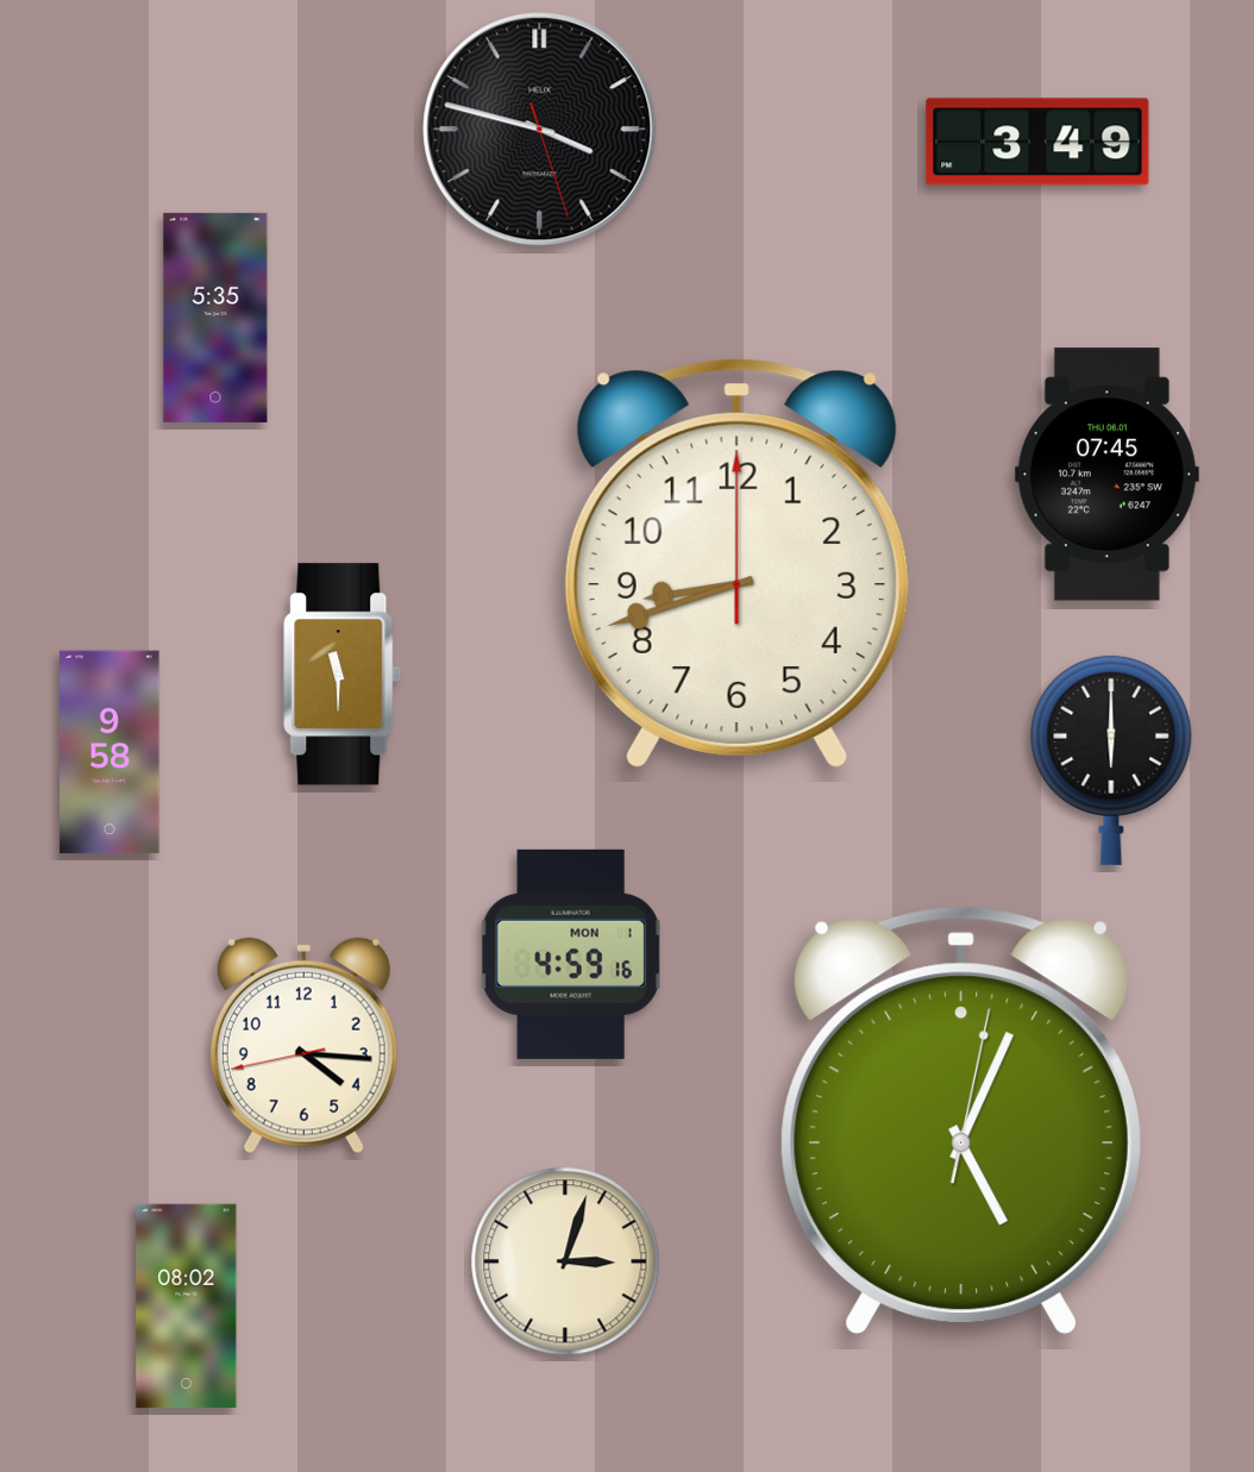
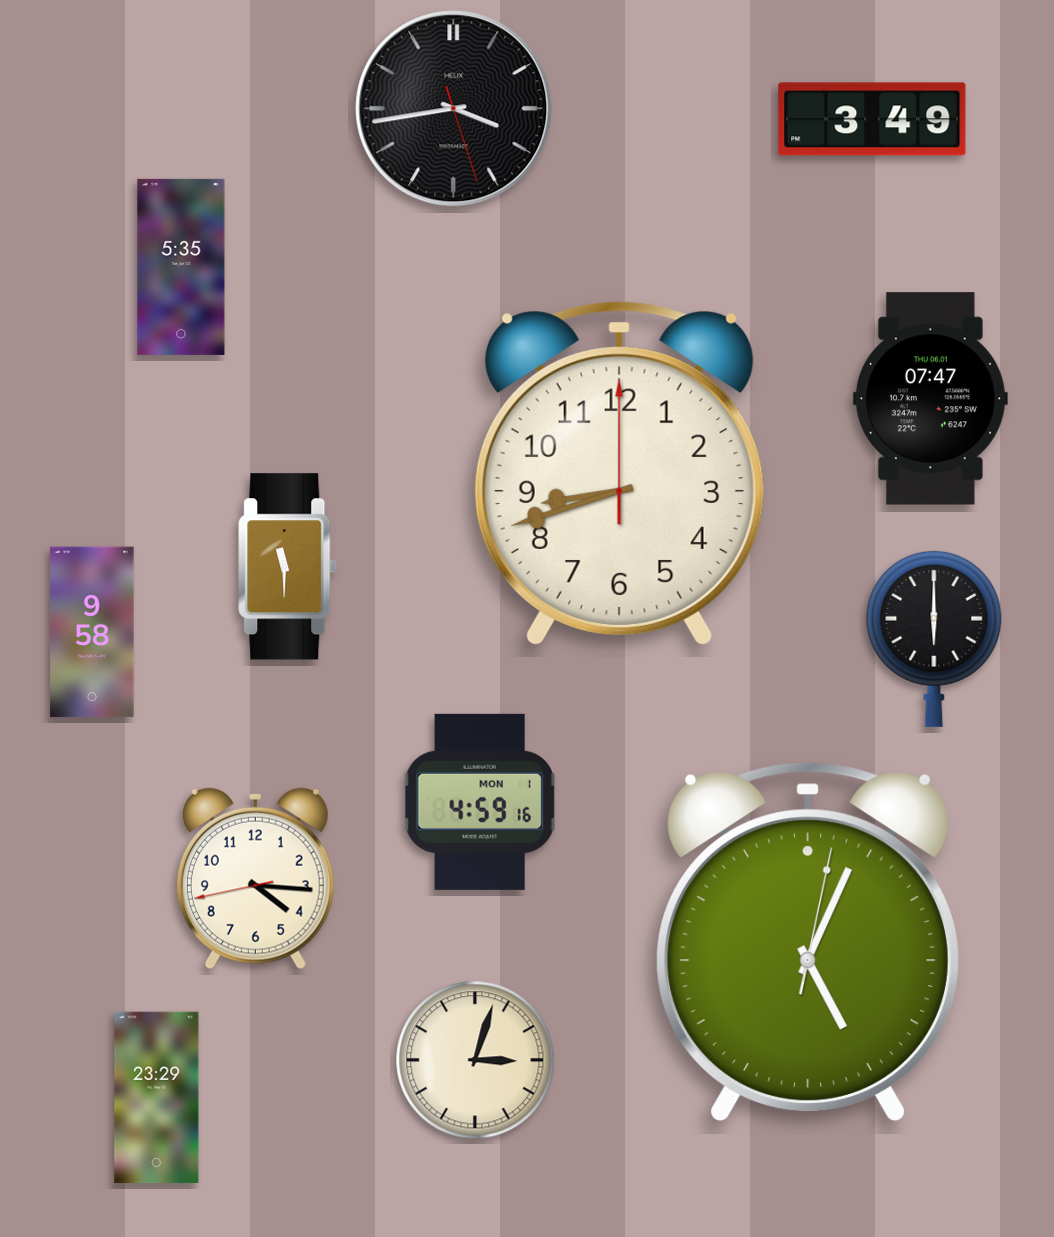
clock at (540, 130): 3:47 -> 3:43
clock at (1106, 475): 07:45 -> 07:47
clock at (187, 1307): 08:02 -> 23:29
